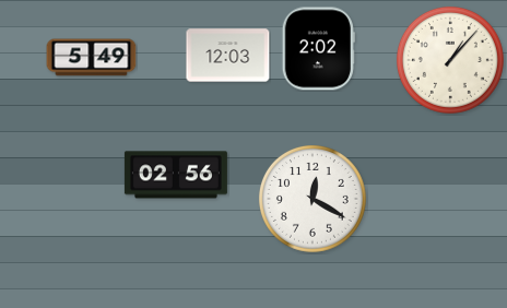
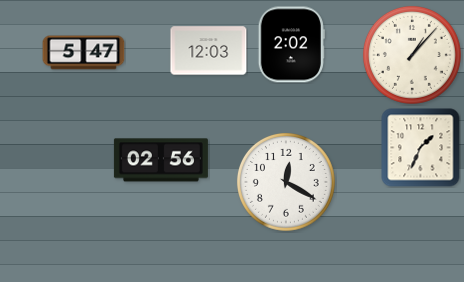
clock at (92, 58): 5:49 -> 5:47
clock at (421, 148): none -> 1:34
